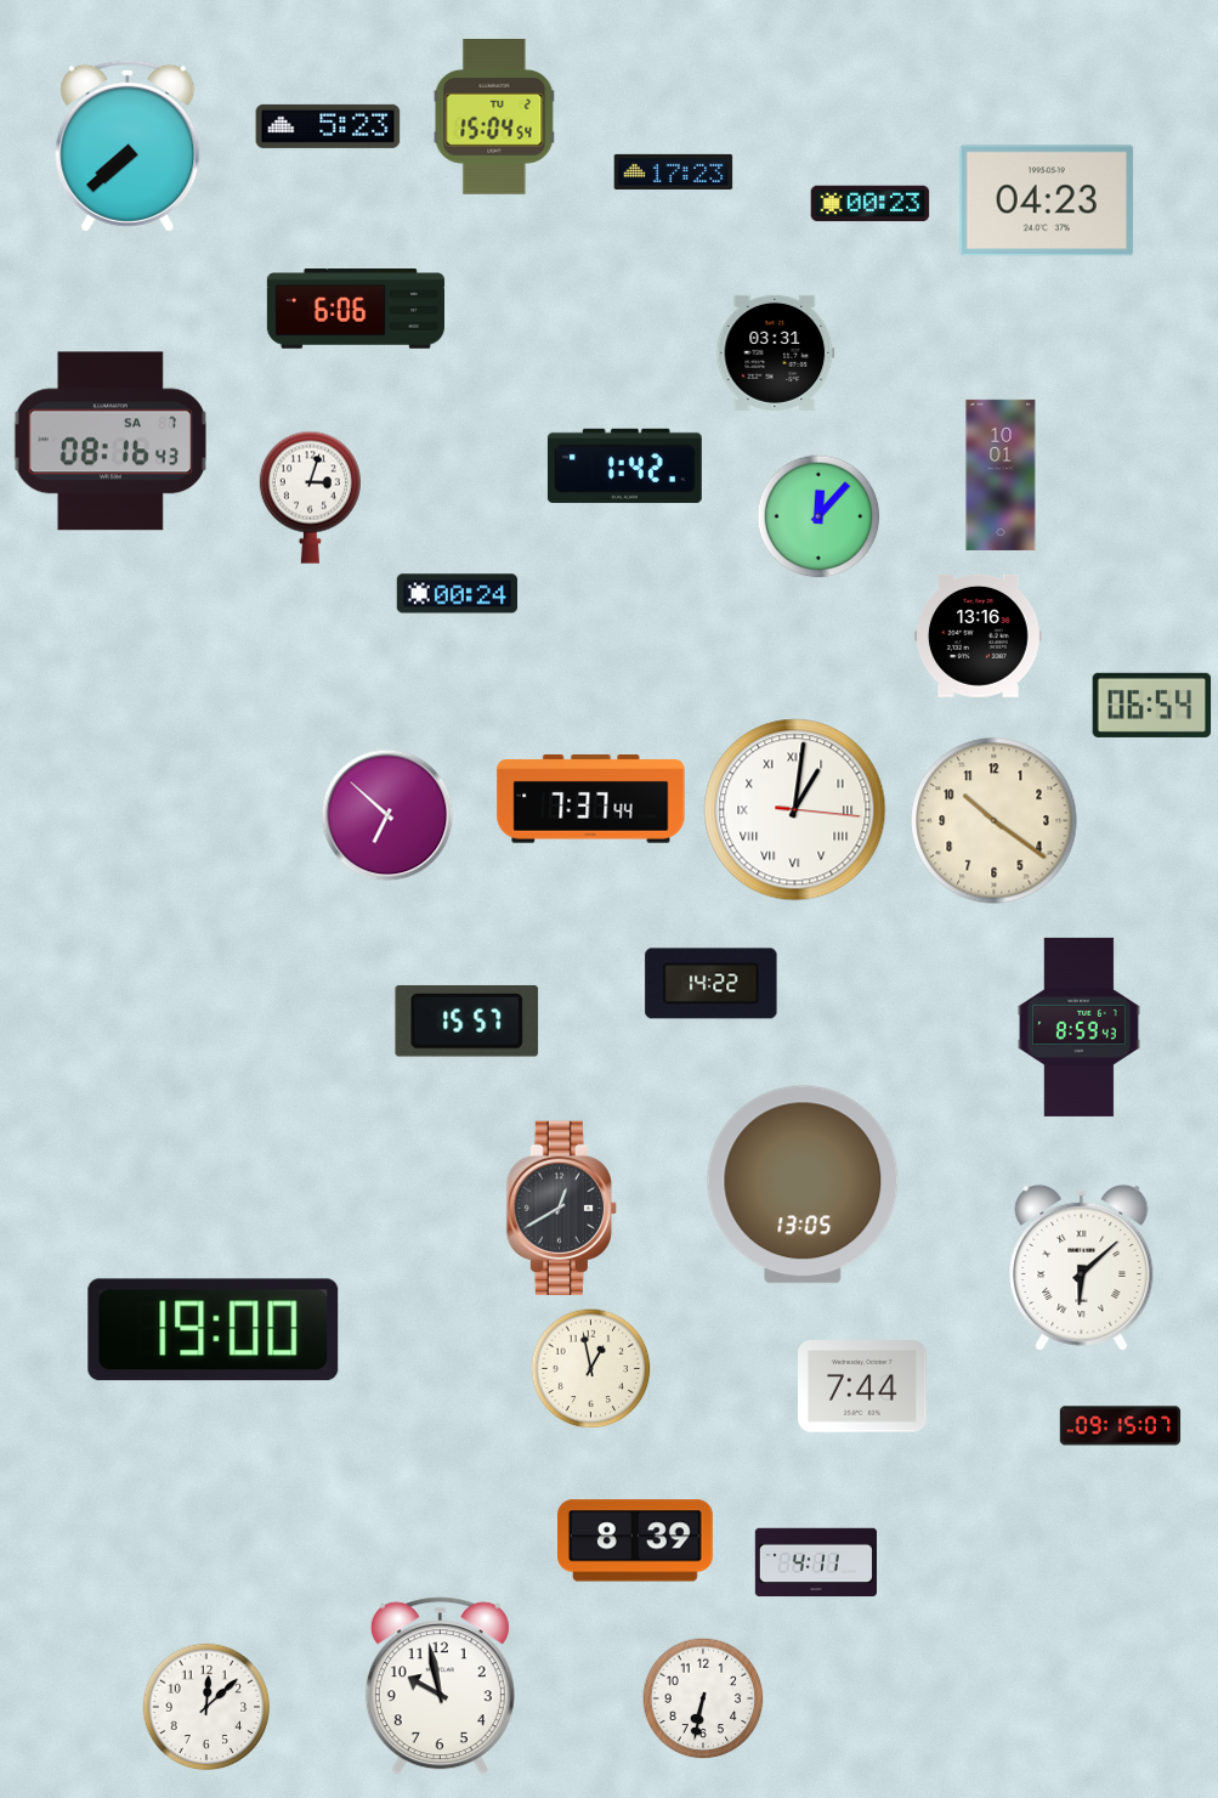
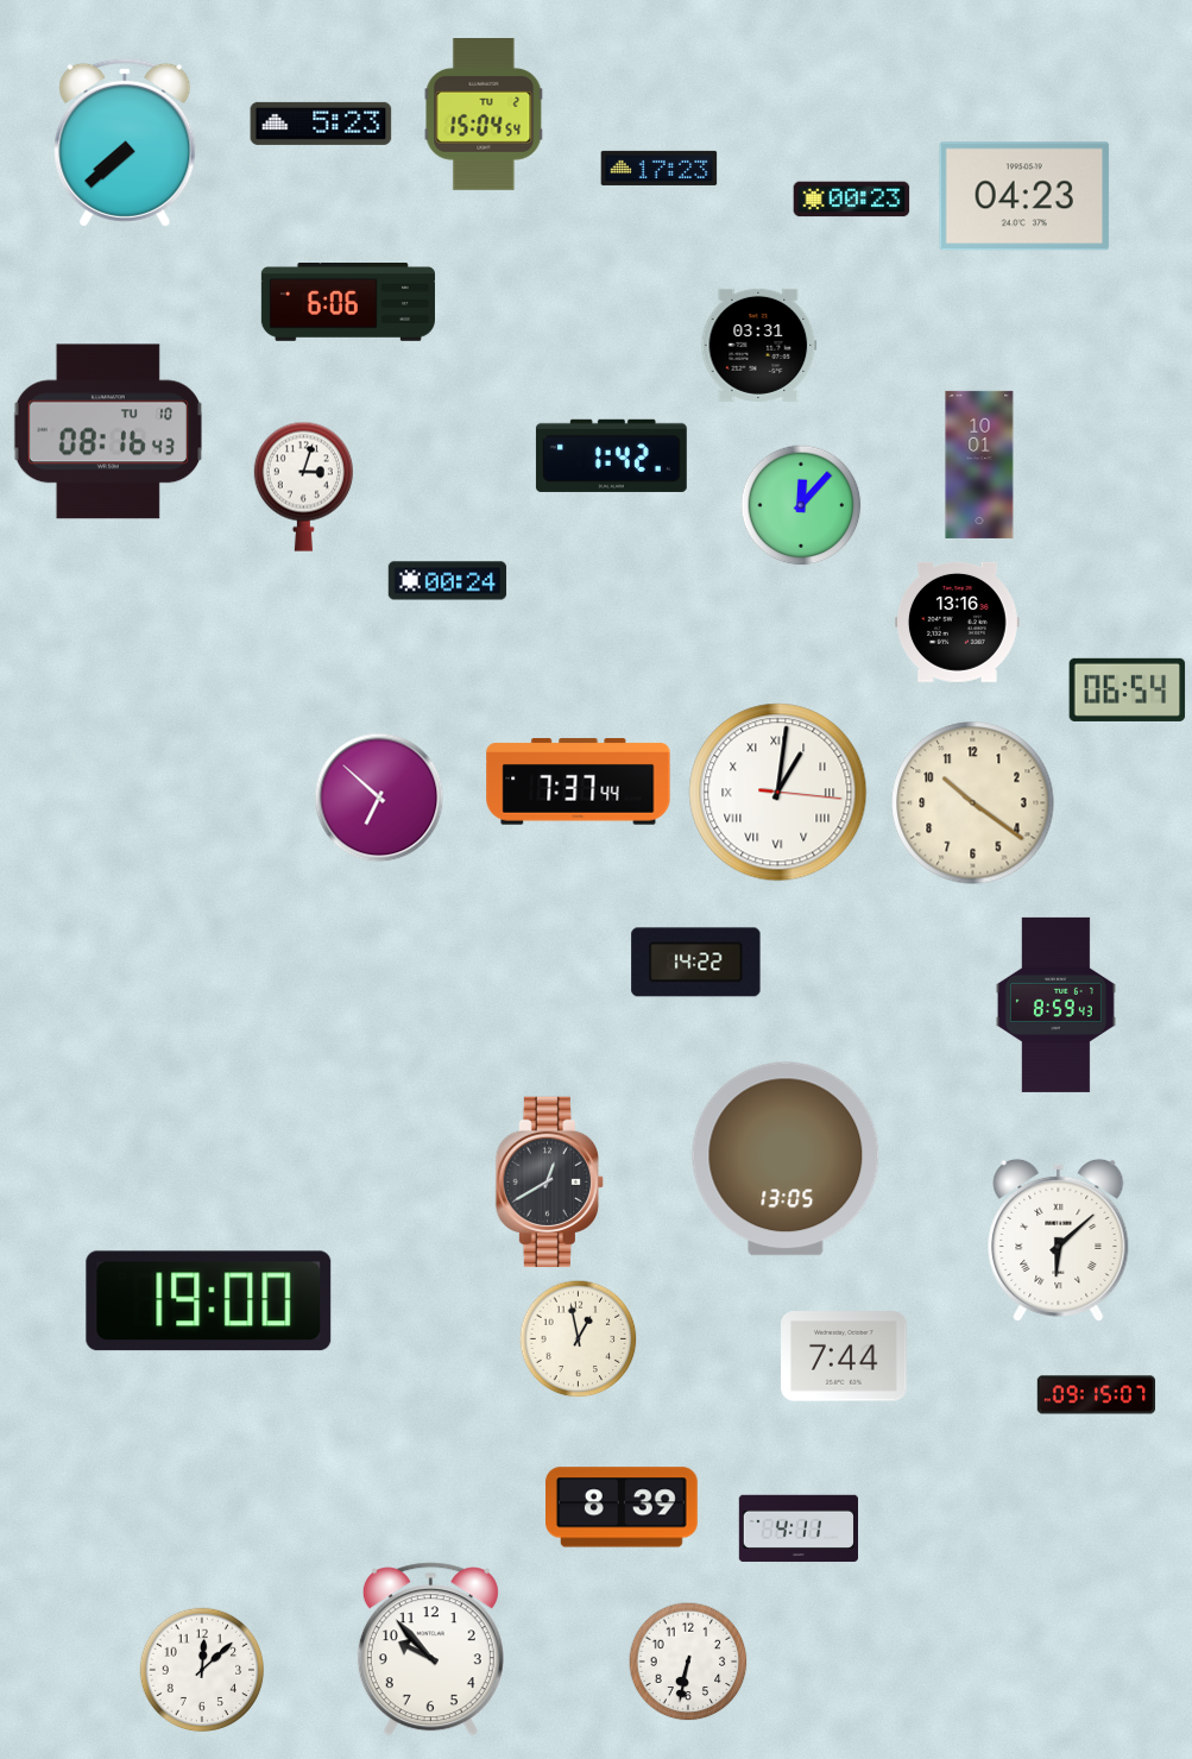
clock at (111, 441) date: SA 7 -> TU 10
clock at (468, 1020): 15:57 -> none
clock at (440, 1686): 9:58 -> 9:53
